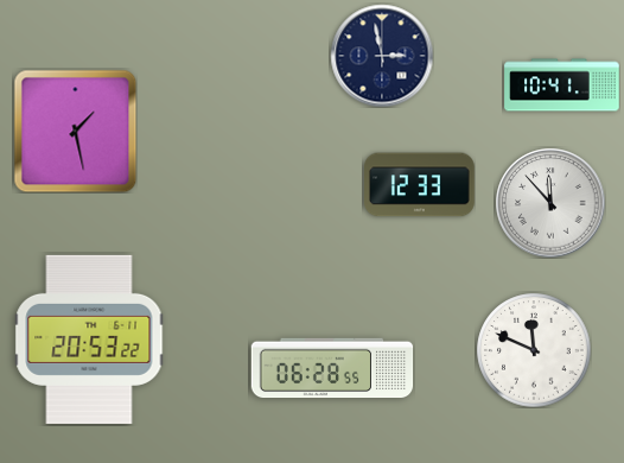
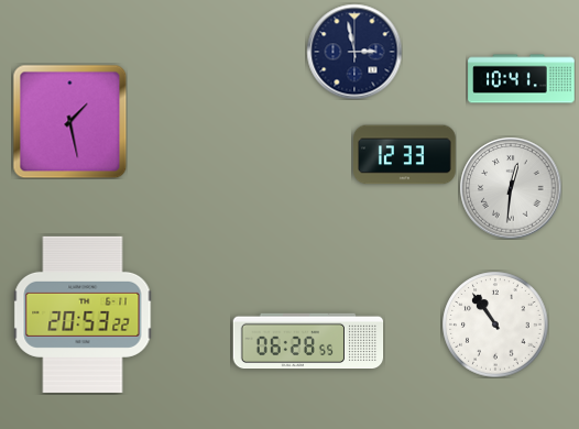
clock at (420, 185) position: (420, 185) -> (405, 155)
clock at (550, 203): 11:53 -> 12:31
clock at (534, 350): 11:49 -> 10:54
